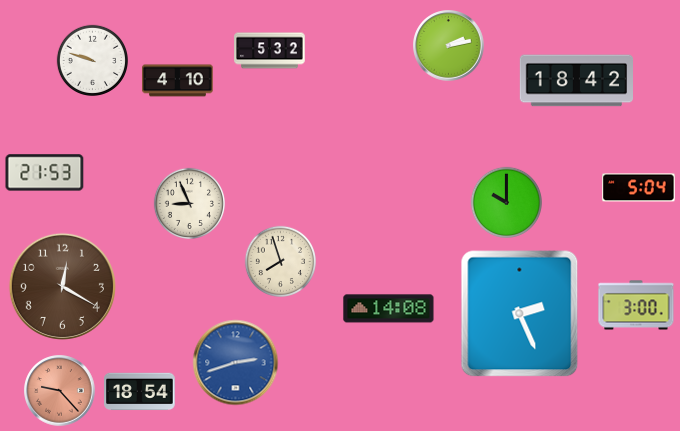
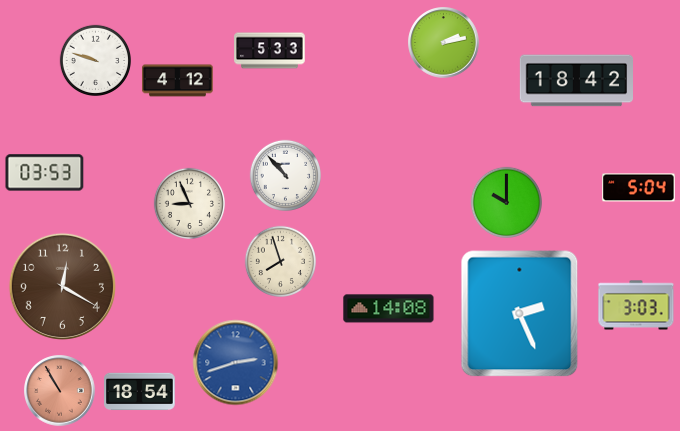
clock at (449, 46) position: (449, 46) -> (444, 43)
clock at (270, 51): 5:32 -> 5:33
clock at (92, 60) position: (92, 60) -> (95, 60)
clock at (178, 81): 4:10 -> 4:12
clock at (45, 173): 21:53 -> 03:53
clock at (285, 175): none -> 10:53
clock at (636, 305): 3:00 -> 3:03
clock at (60, 391): 9:23 -> 10:55
